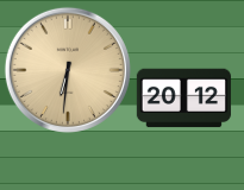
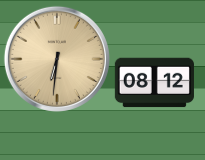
clock at (183, 99): 20:12 -> 08:12
